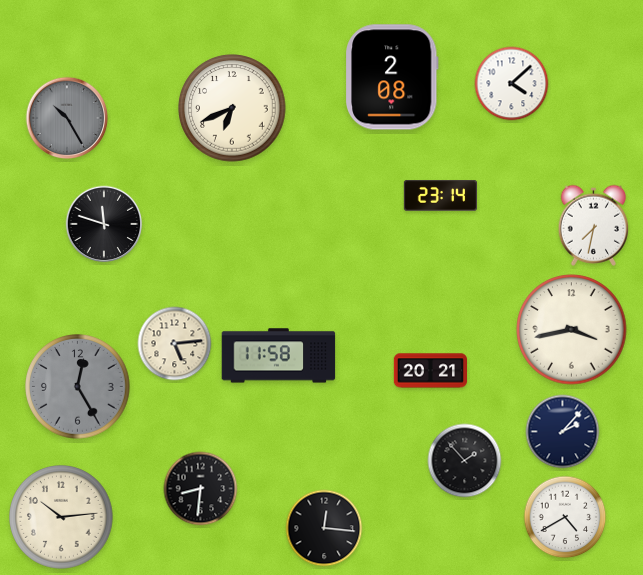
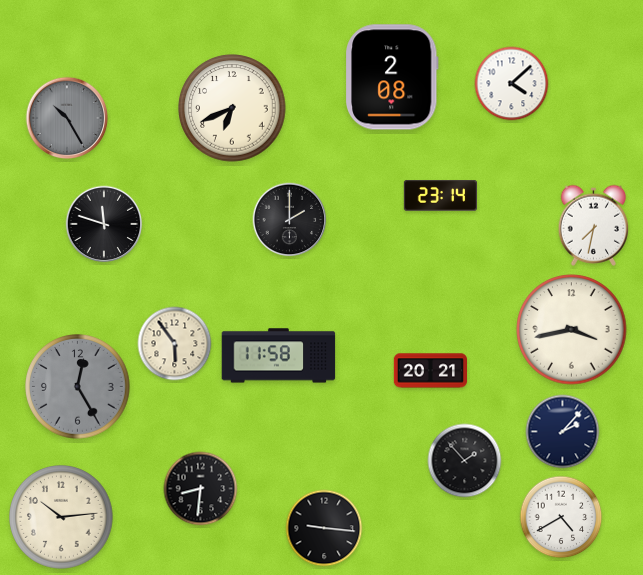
clock at (290, 220): none -> 2:00
clock at (175, 344): 5:14 -> 5:54
clock at (565, 517) position: (565, 517) -> (561, 517)
clock at (324, 528): 12:16 -> 9:16
